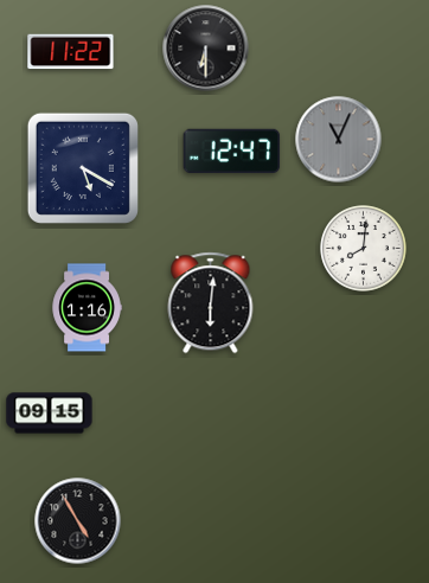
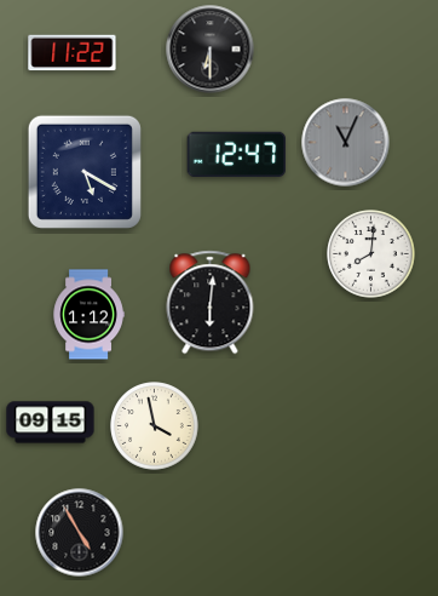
clock at (211, 303) position: (211, 303) -> (211, 303)
clock at (87, 308): 1:16 -> 1:12
clock at (155, 426): none -> 3:58
